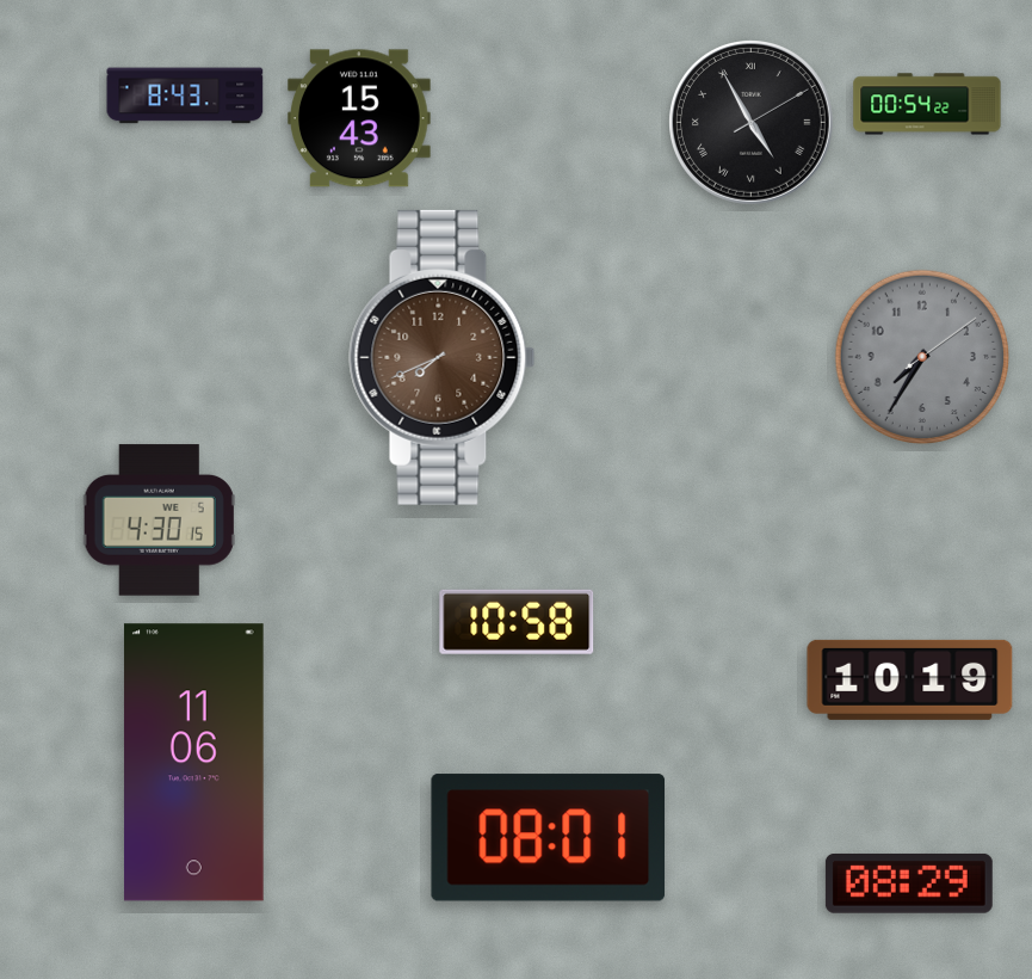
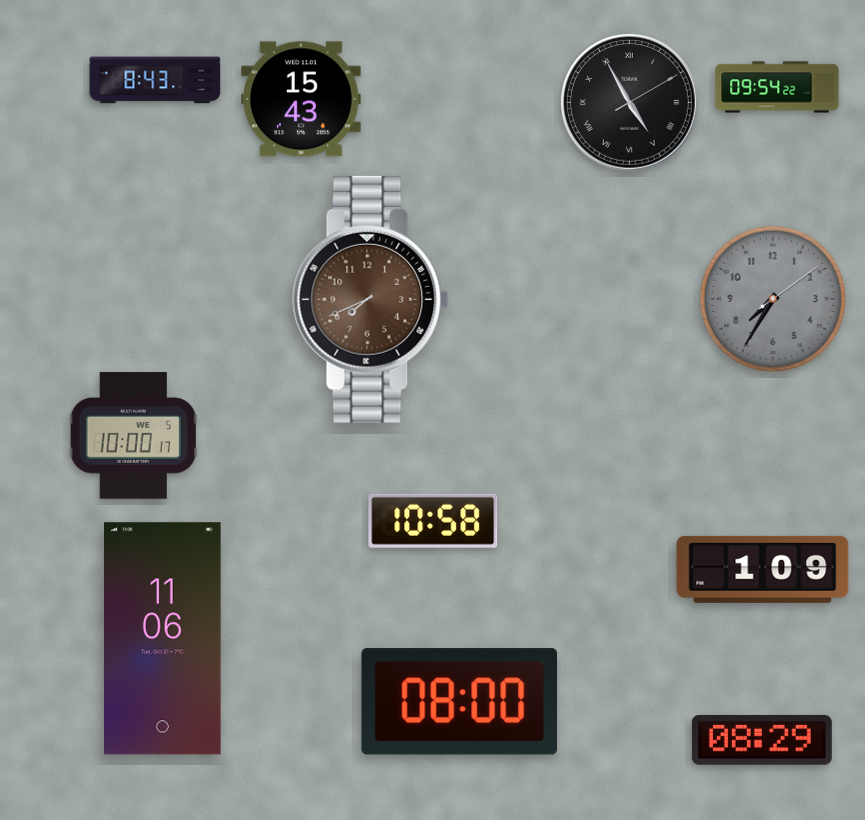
clock at (927, 104): 00:54 -> 09:54
clock at (159, 521): 4:30 -> 10:00
clock at (910, 679): 10:19 -> 1:09
clock at (549, 838): 08:01 -> 08:00
